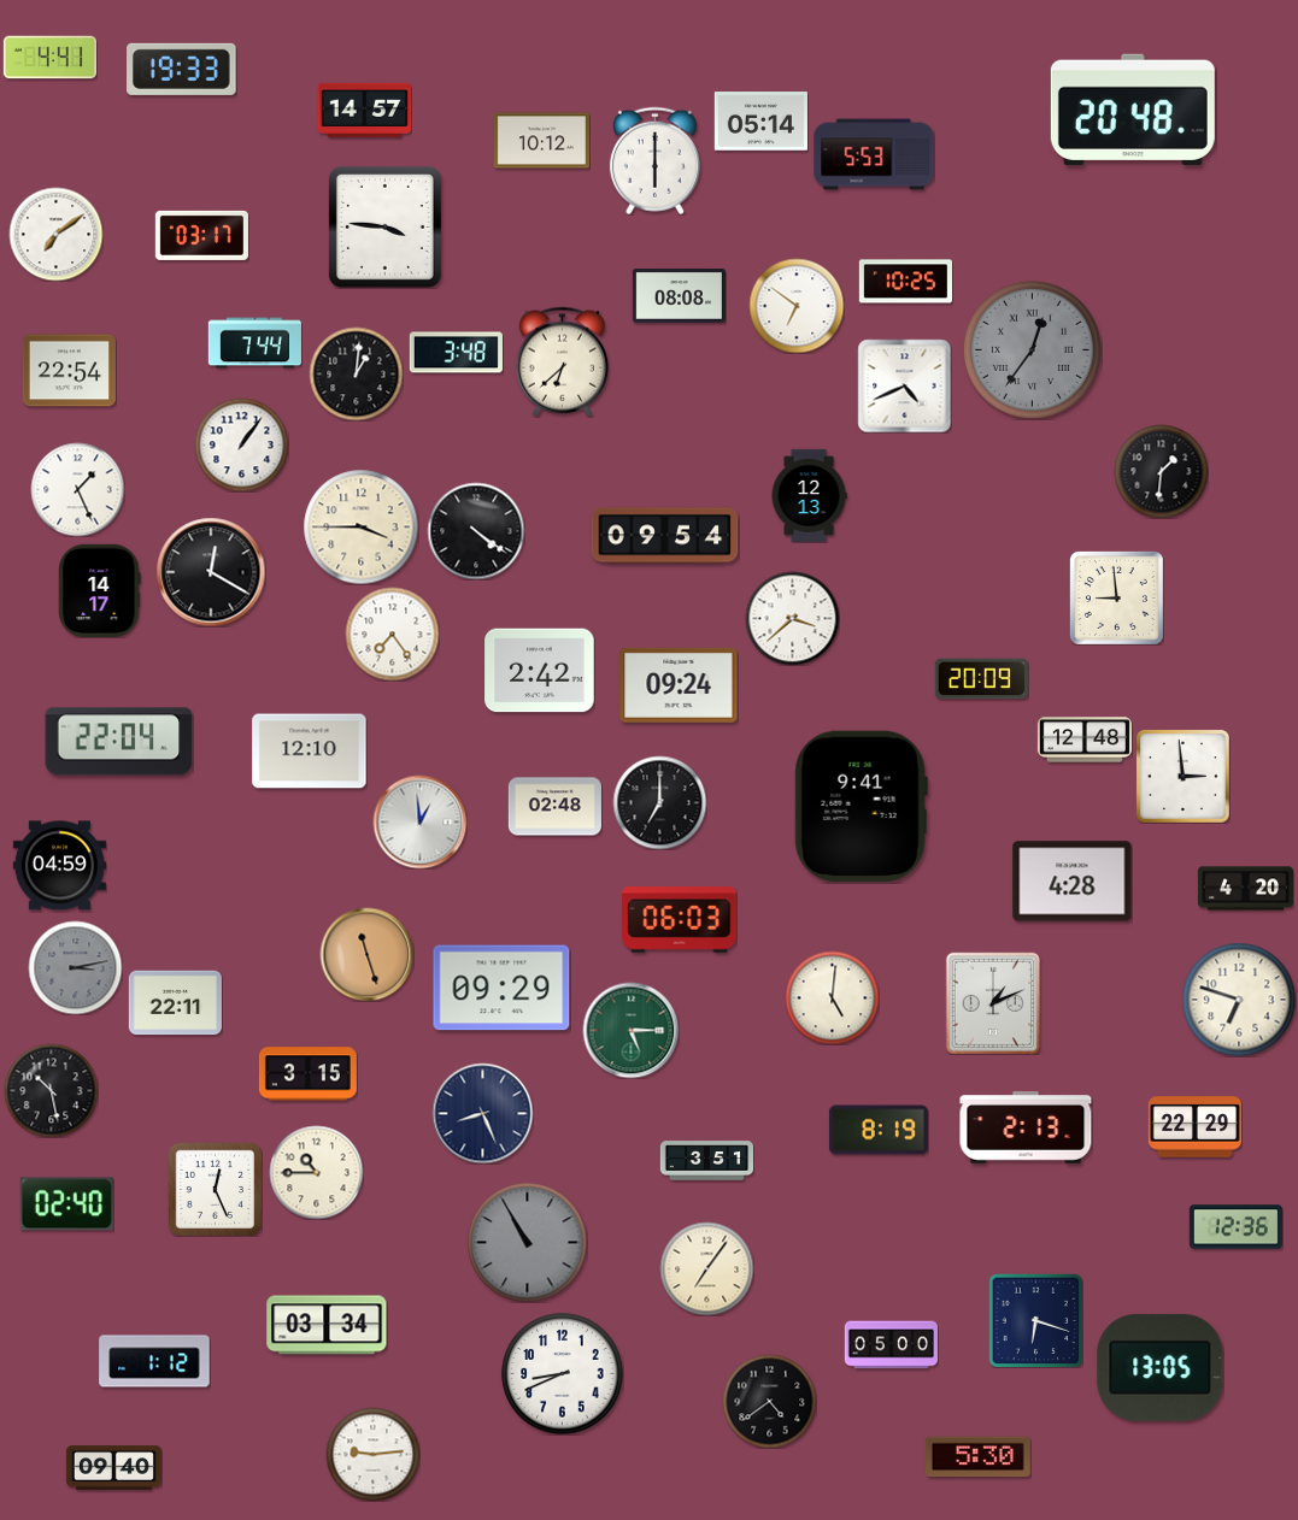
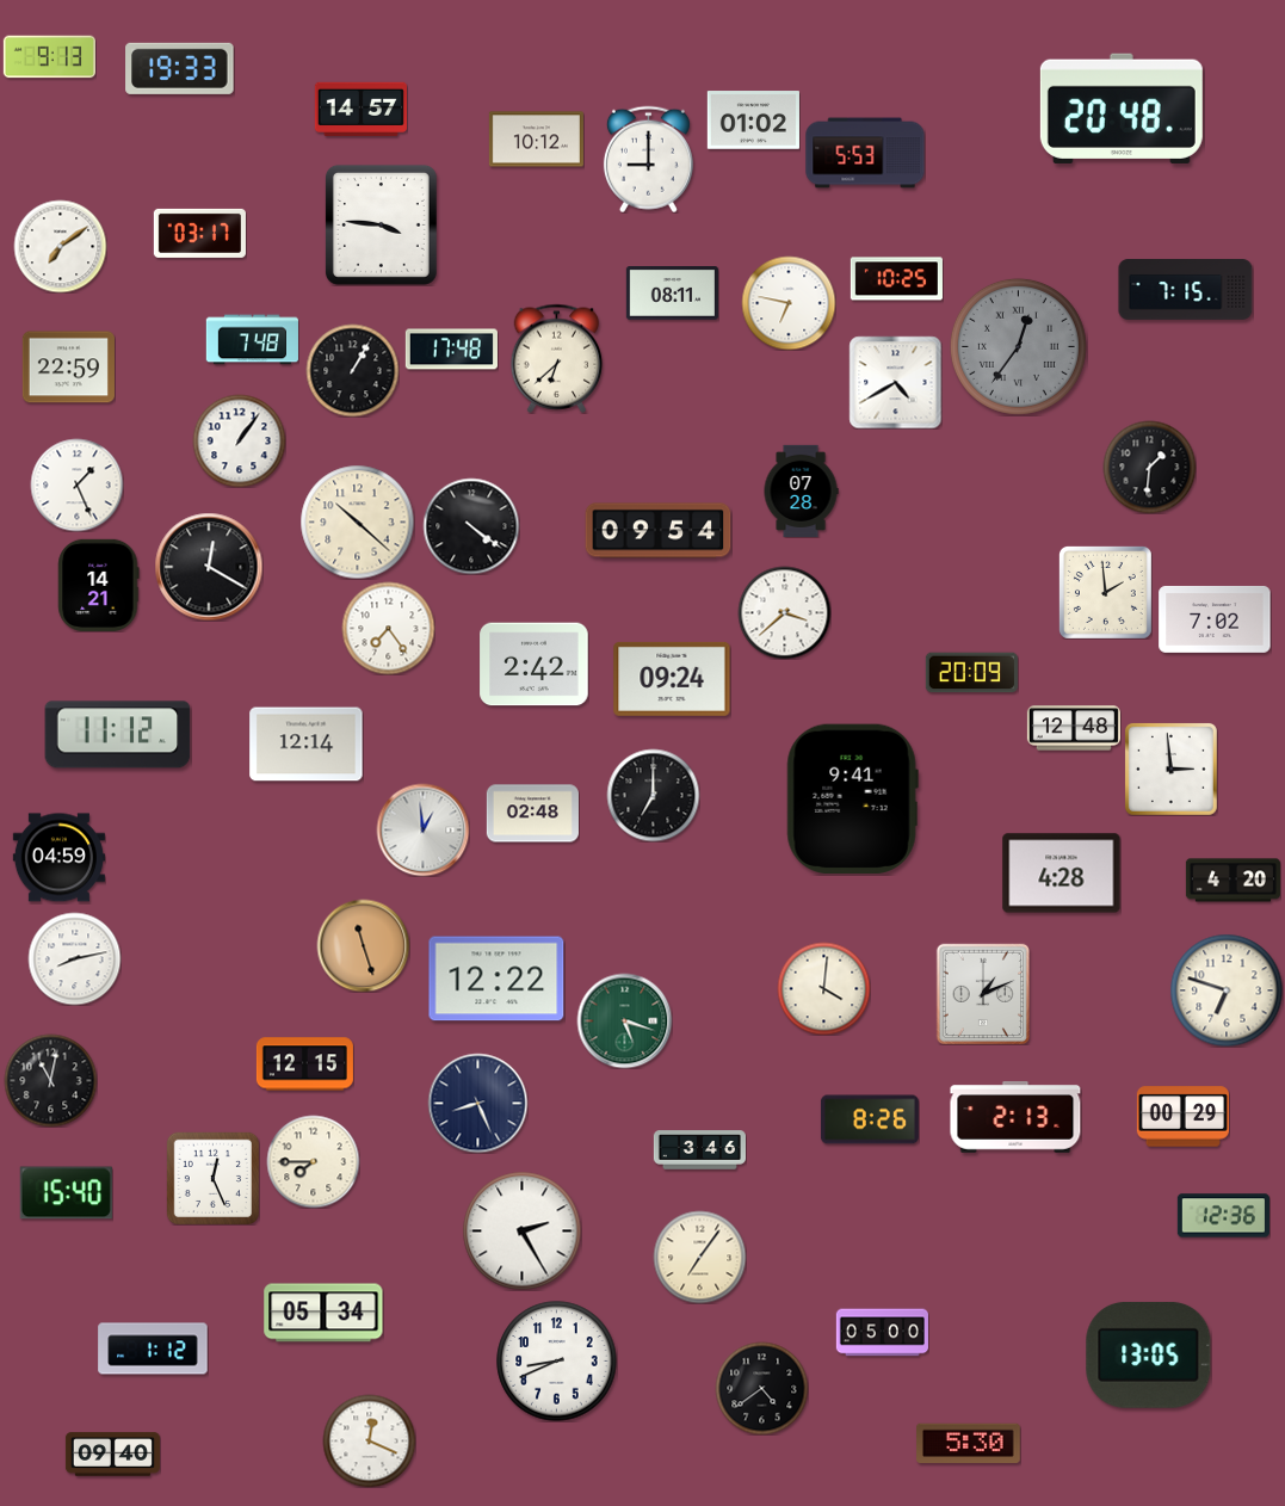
clock at (49, 58): 4:41 -> 9:13
clock at (760, 122): 05:14 -> 01:02
clock at (654, 160): 6:00 -> 9:00
clock at (55, 234) position: (55, 234) -> (60, 246)
clock at (1186, 290): none -> 7:15
clock at (679, 296): 08:08 -> 08:11
clock at (797, 306): 6:51 -> 6:47
clock at (254, 343): 7:44 -> 7:48
clock at (1032, 349) position: (1032, 349) -> (1018, 346)
clock at (456, 353): 3:48 -> 17:48
clock at (69, 371): 22:54 -> 22:59
clock at (356, 373): 1:01 -> 1:05
clock at (904, 385): 4:41 -> 4:40
clock at (809, 495): 12:13 -> 07:28
clock at (360, 526): 3:45 -> 10:22
clock at (100, 590): 14:17 -> 14:21
clock at (1116, 597): 8:59 -> 1:59
clock at (1215, 619): none -> 7:02
clock at (1085, 740) position: (1085, 740) -> (1074, 728)
clock at (119, 742): 22:04 -> 11:12
clock at (310, 752): 12:10 -> 12:14
clock at (554, 807) position: (554, 807) -> (532, 814)
clock at (419, 821) position: (419, 821) -> (422, 829)
clock at (680, 920): 06:03 -> none
clock at (75, 967): 3:13 -> 8:13
clock at (75, 967) dial: grey -> white
clock at (501, 988): 09:29 -> 12:22
clock at (832, 997): 5:01 -> 4:01
clock at (175, 1003): 22:11 -> none
clock at (630, 1030): 5:15 -> 5:18
clock at (307, 1074): 3:15 -> 12:15
clock at (51, 1090): 10:28 -> 11:02
clock at (1194, 1127): 22:29 -> 00:29
clock at (879, 1130): 8:19 -> 8:26
clock at (706, 1161): 3:51 -> 3:46
clock at (316, 1172): 10:45 -> 7:45
clock at (66, 1204): 02:40 -> 15:40
clock at (528, 1243): 10:55 -> 2:25
clock at (528, 1243) dial: grey -> white
clock at (1035, 1320): 6:18 -> none
clock at (327, 1325): 03:34 -> 05:34
clock at (372, 1454): 9:14 -> 12:19
